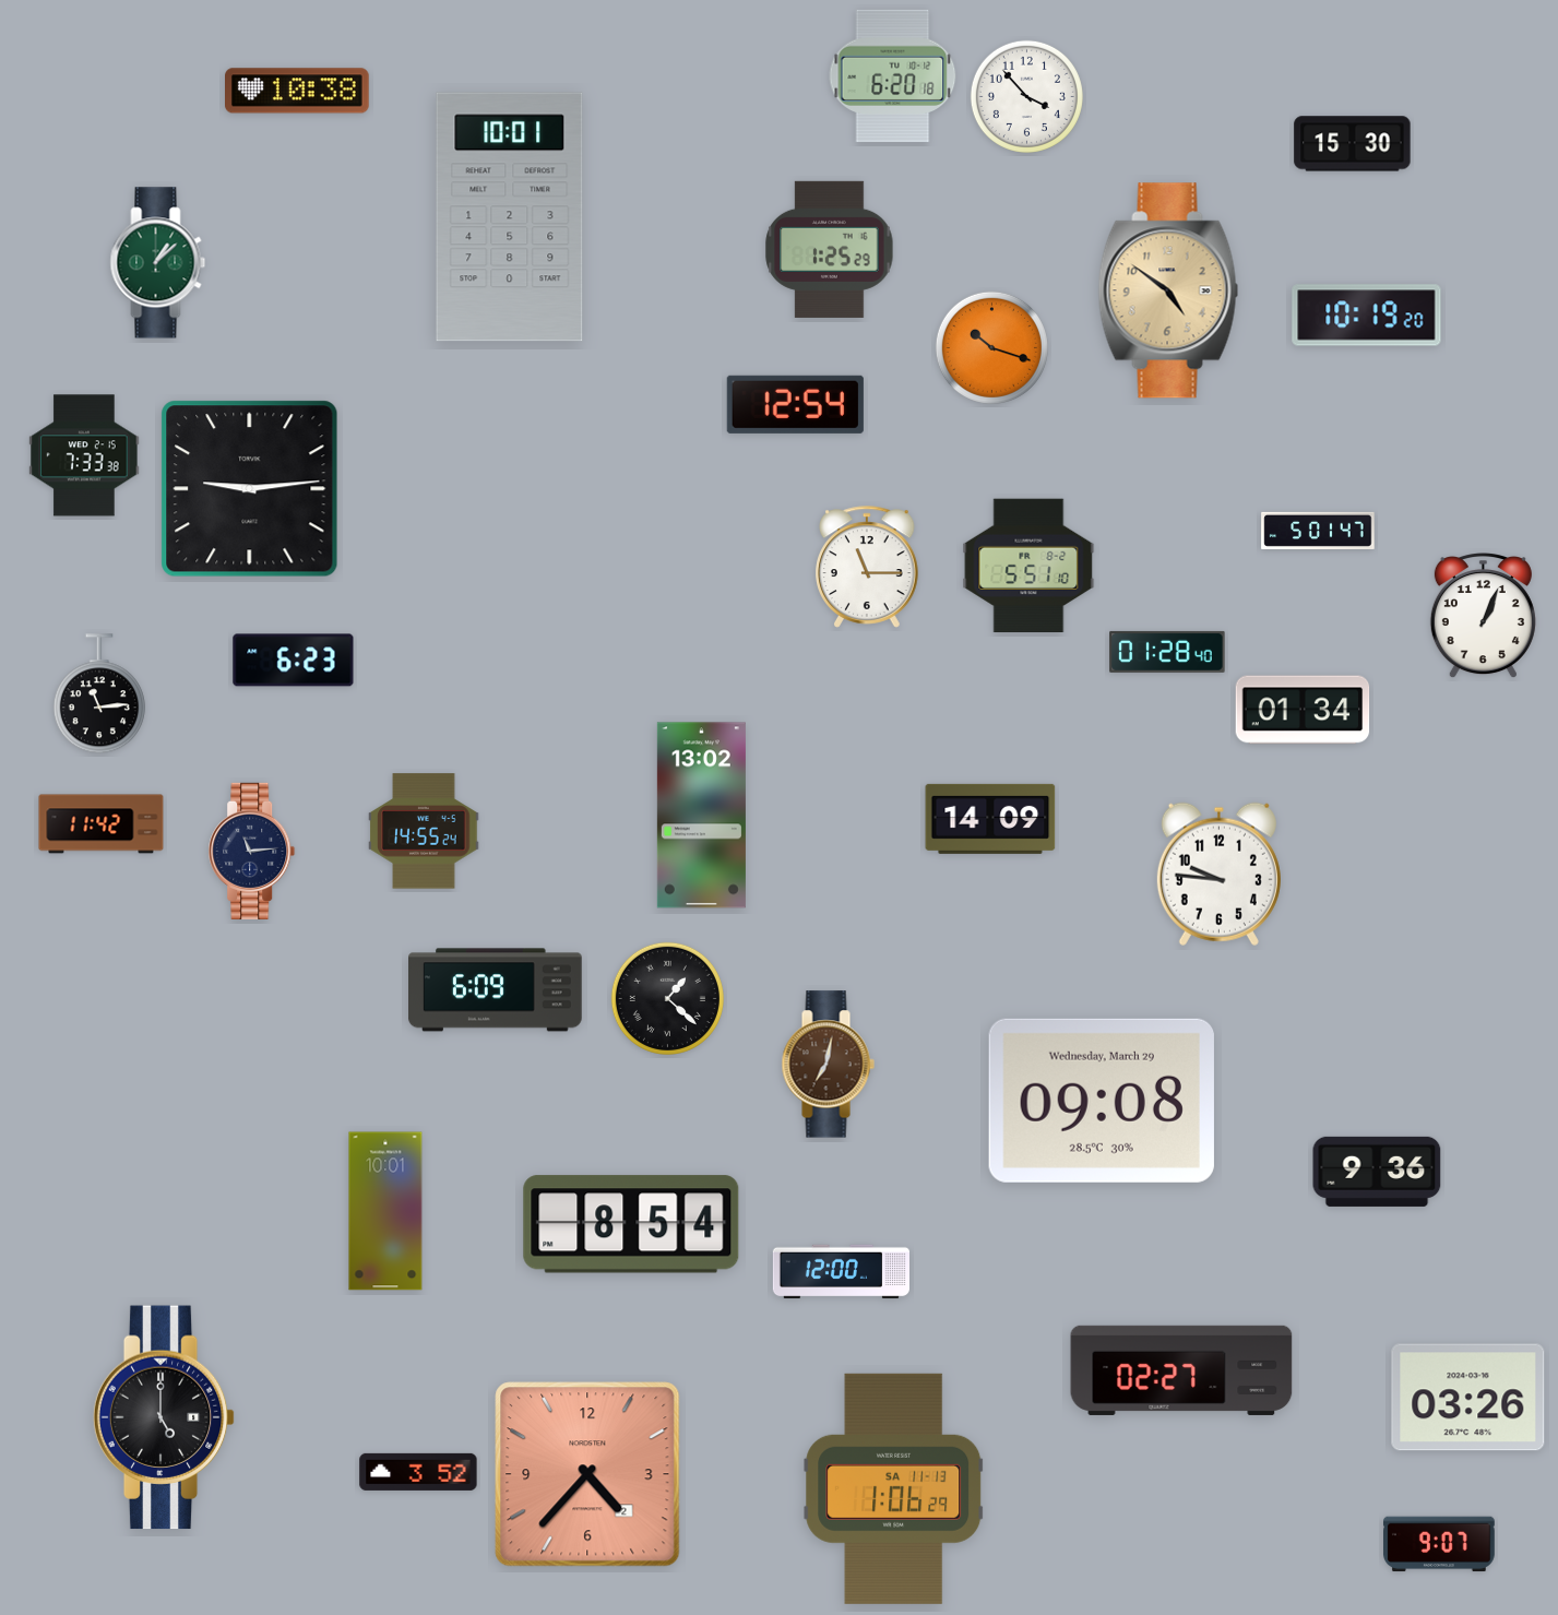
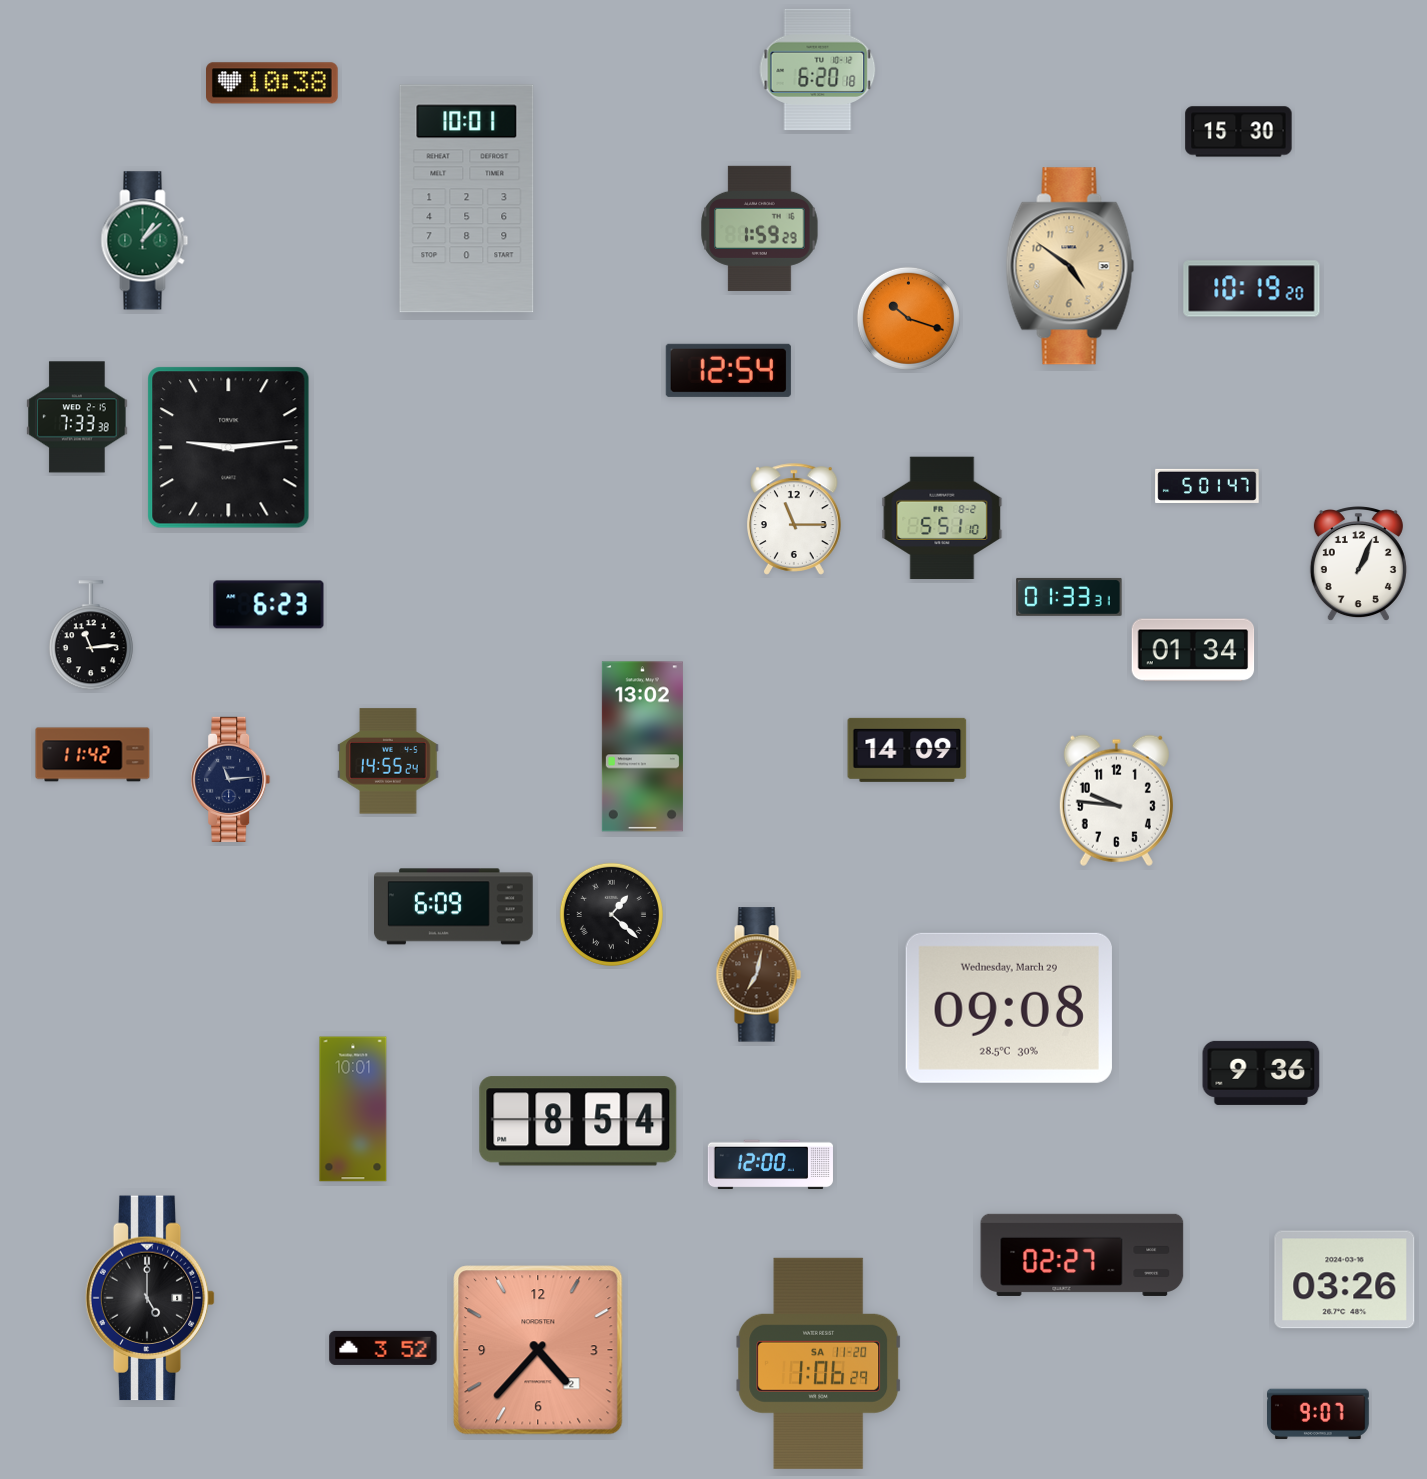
clock at (1026, 96): 3:53 -> none
clock at (830, 249): 1:25 -> 1:59
clock at (1167, 652): 01:28 -> 01:33
clock at (894, 1488) date: SA 11-13 -> SA 11-20
